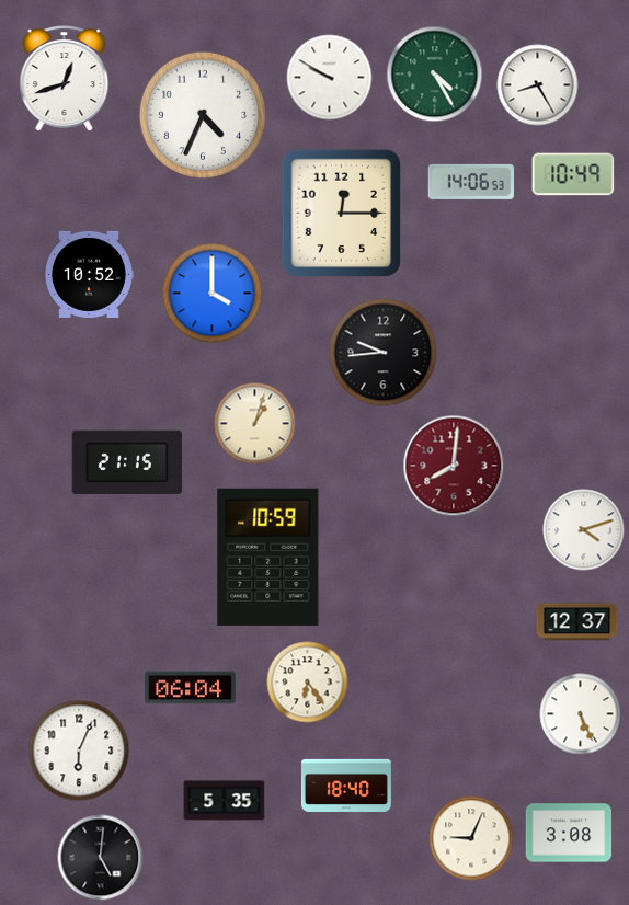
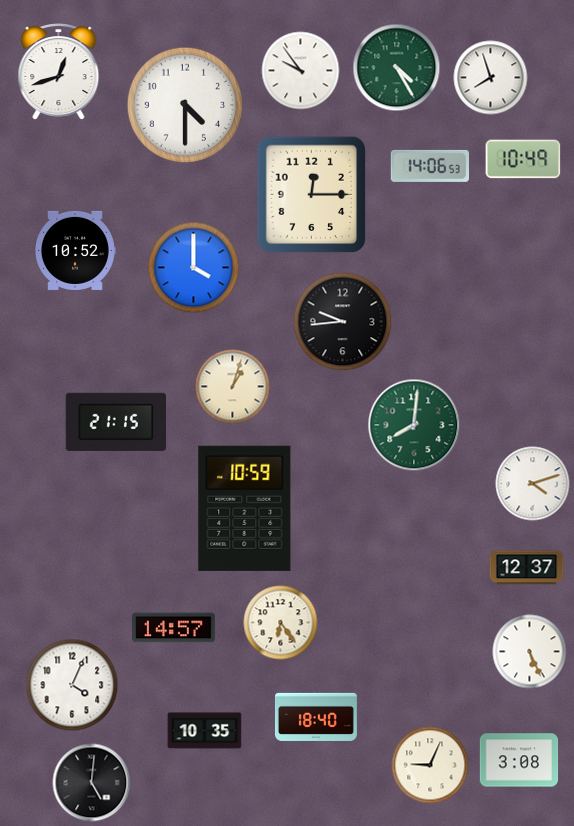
clock at (330, 78): 9:50 -> 9:54
clock at (538, 85): 8:25 -> 7:57
clock at (202, 114): 4:34 -> 4:30
clock at (90, 274) position: (90, 274) -> (76, 250)
clock at (384, 353) position: (384, 353) -> (343, 322)
clock at (454, 466) dial: burgundy -> green
clock at (191, 688): 06:04 -> 14:57
clock at (79, 751): 6:04 -> 4:04
clock at (225, 801): 5:35 -> 10:35
